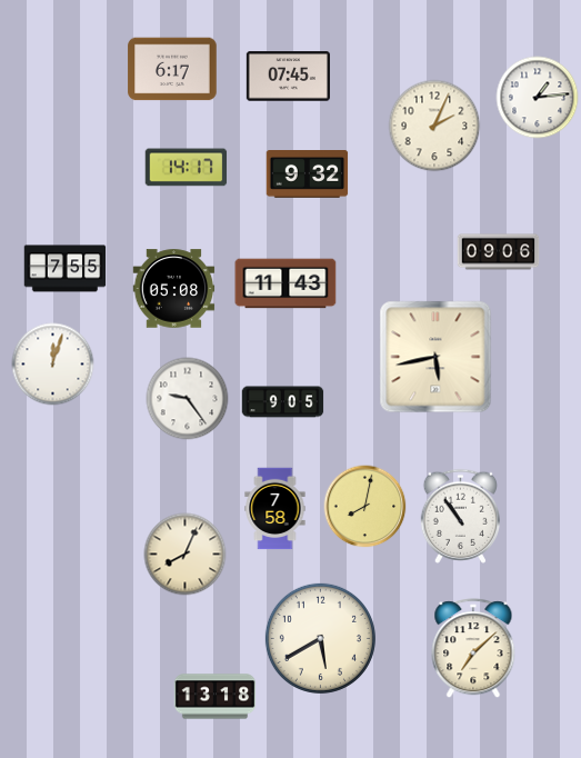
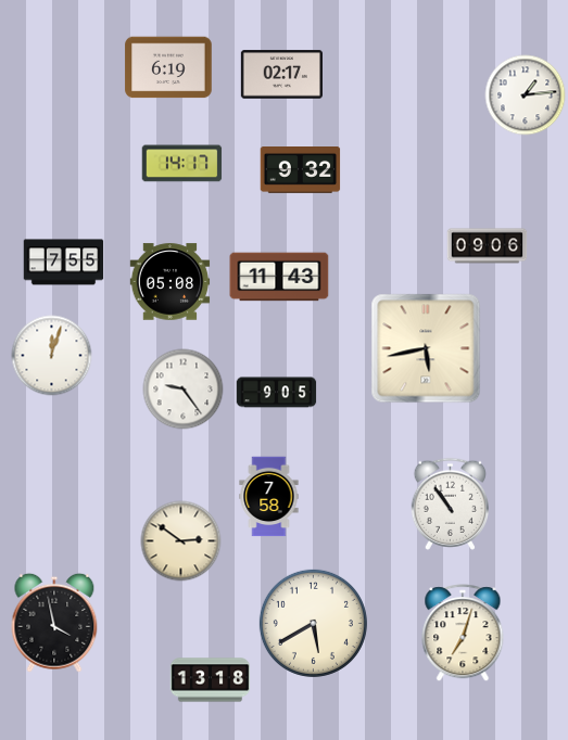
clock at (172, 69): 6:17 -> 6:19
clock at (288, 77): 07:45 -> 02:17
clock at (434, 126): 2:04 -> none
clock at (365, 507): 8:02 -> none
clock at (186, 555): 8:04 -> 2:51
clock at (54, 623): none -> 3:58
clock at (473, 649): 7:08 -> 7:03
